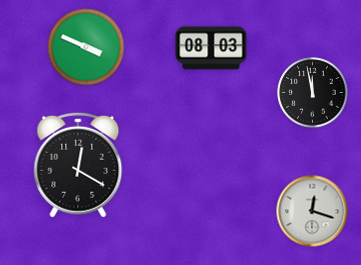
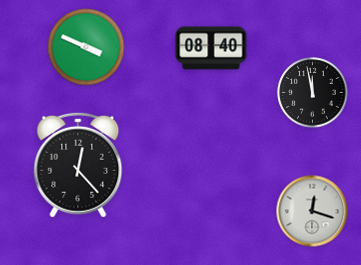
clock at (211, 48): 08:03 -> 08:40
clock at (78, 165): 12:20 -> 12:23
